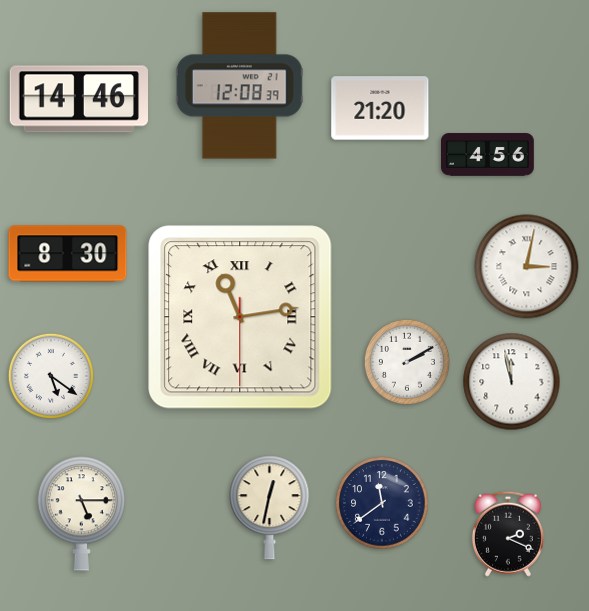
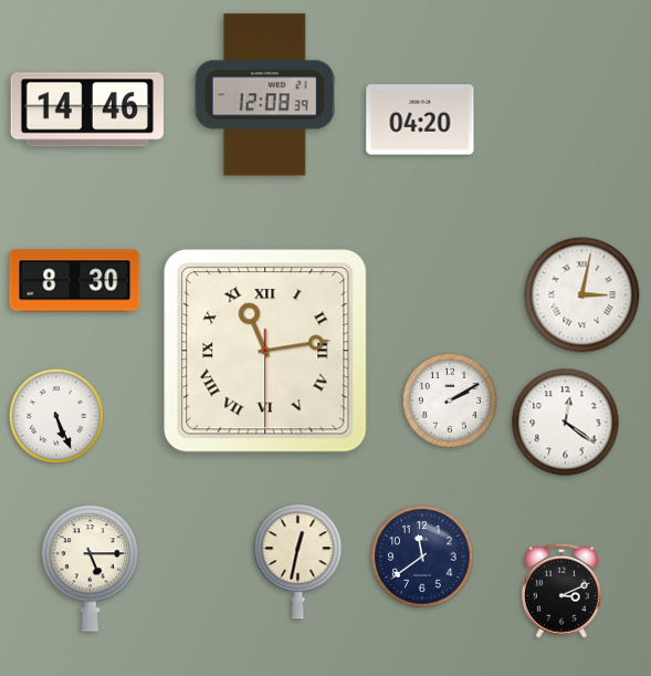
clock at (380, 108): 21:20 -> 04:20
clock at (488, 155): 4:56 -> none
clock at (51, 376): 5:21 -> 5:26
clock at (512, 382): 11:58 -> 12:21
clock at (508, 534): 2:19 -> 3:11
